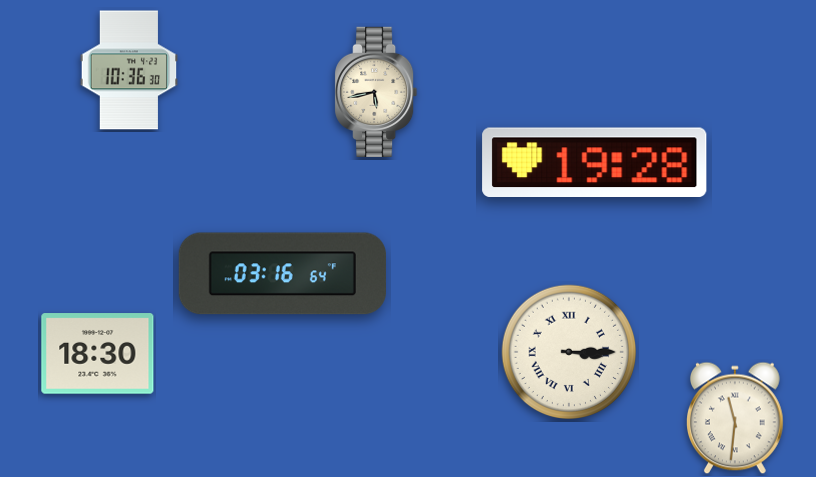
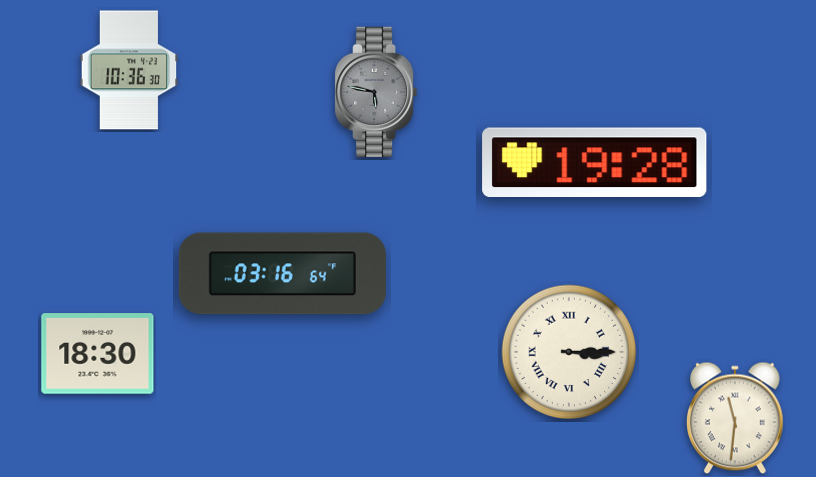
clock at (376, 92): 5:43 -> 5:47
clock at (376, 92) dial: cream -> grey
